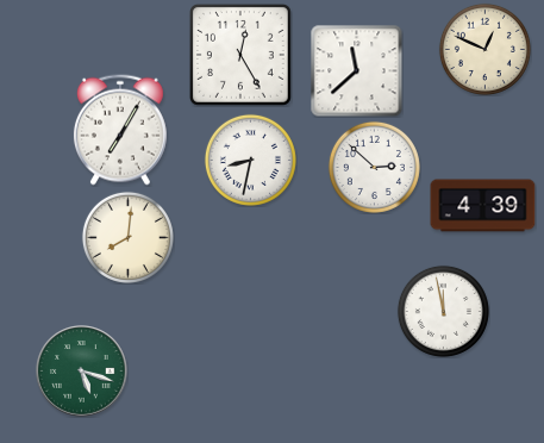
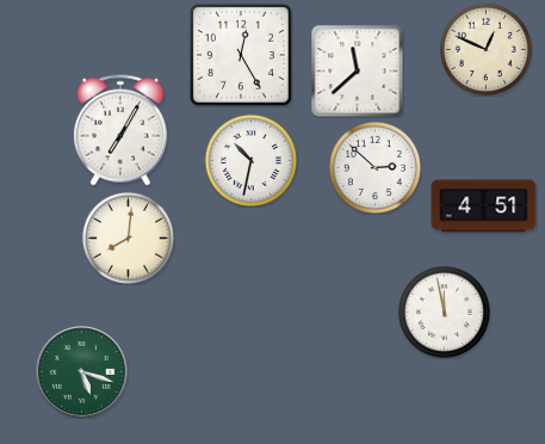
clock at (250, 160): 8:32 -> 10:32
clock at (483, 206): 4:39 -> 4:51
